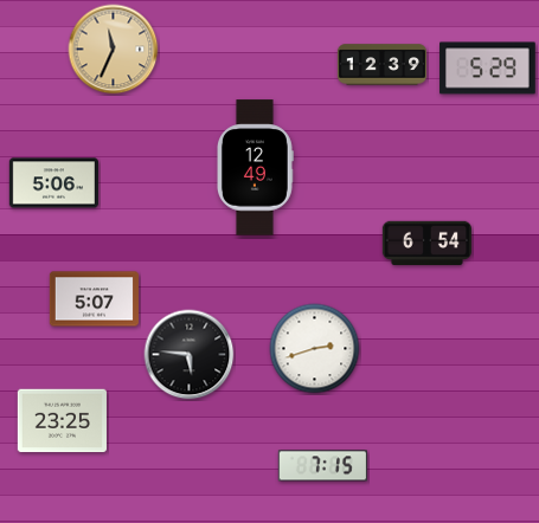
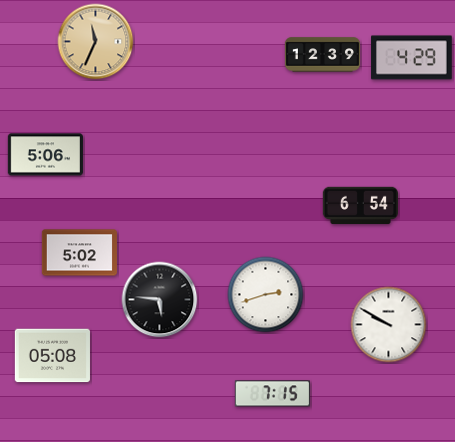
clock at (488, 69): 5:29 -> 4:29
clock at (255, 168): 12:49 -> none
clock at (94, 299): 5:07 -> 5:02
clock at (389, 325): none -> 9:50
clock at (62, 421): 23:25 -> 05:08
